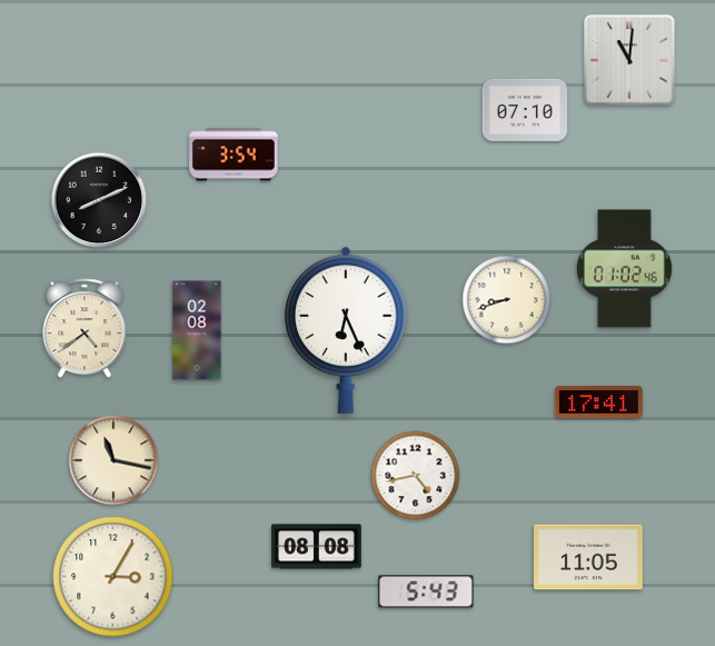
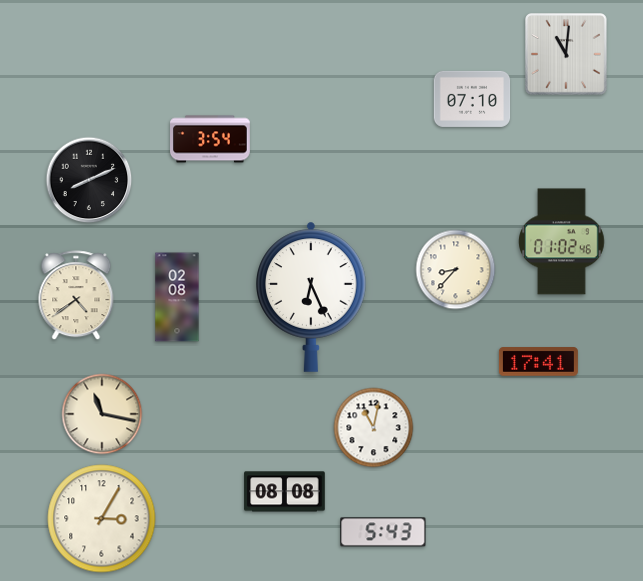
clock at (507, 300): 8:42 -> 8:37
clock at (416, 476): 4:43 -> 11:02
clock at (589, 557): 11:05 -> none
